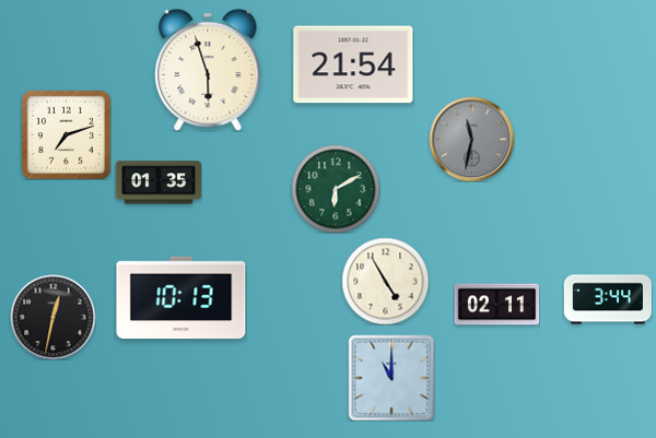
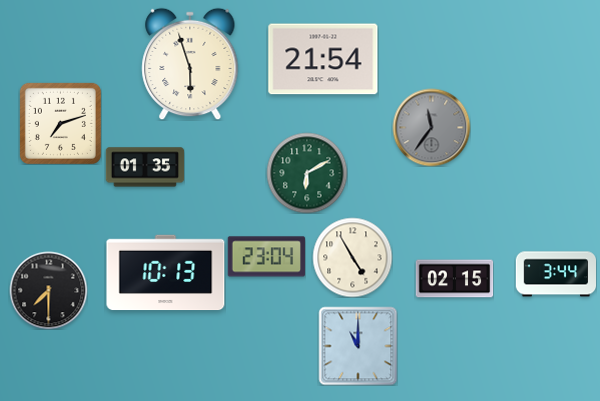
clock at (471, 139): 11:32 -> 11:36
clock at (266, 257): none -> 23:04
clock at (496, 305): 02:11 -> 02:15
clock at (52, 317): 12:32 -> 7:30
